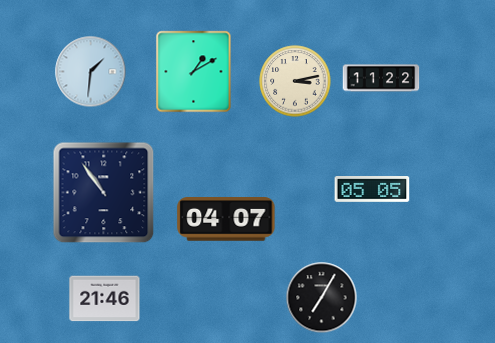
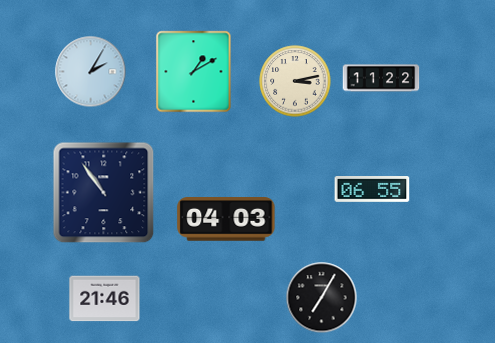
clock at (91, 72): 1:31 -> 2:05
clock at (372, 190): 05:05 -> 06:55
clock at (226, 220): 04:07 -> 04:03
